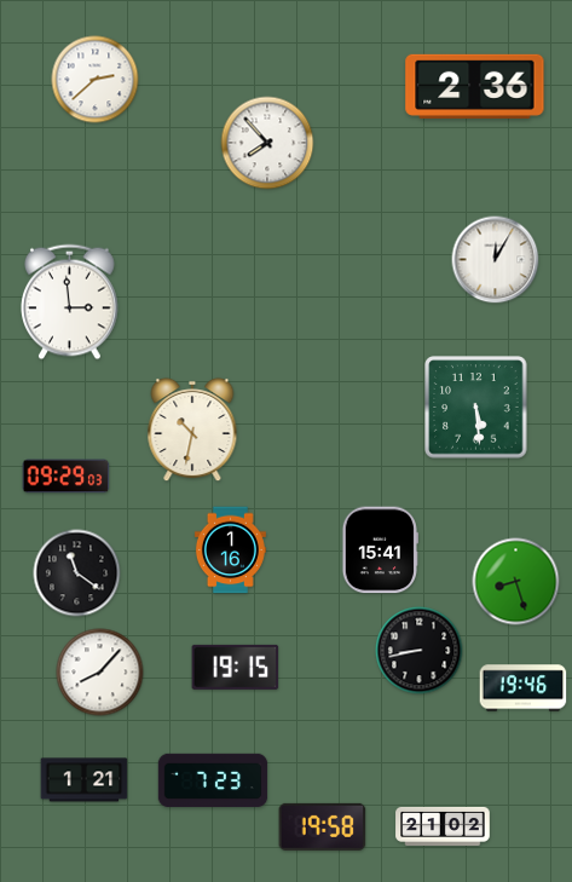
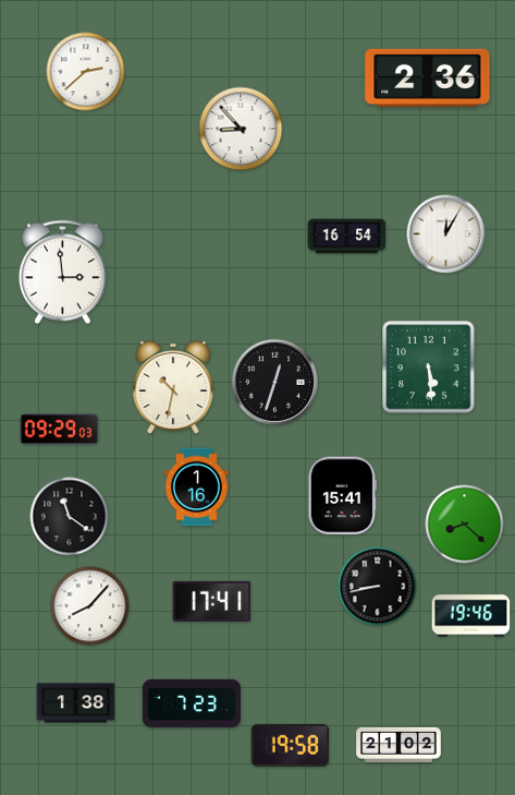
clock at (267, 143): 7:53 -> 8:53
clock at (347, 237): none -> 16:54
clock at (275, 383): none -> 12:33
clock at (230, 550) position: (230, 550) -> (196, 487)
clock at (516, 582): 8:27 -> 8:22
clock at (236, 667): 19:15 -> 17:41
clock at (524, 688) position: (524, 688) -> (471, 616)
clock at (85, 780): 1:21 -> 1:38
